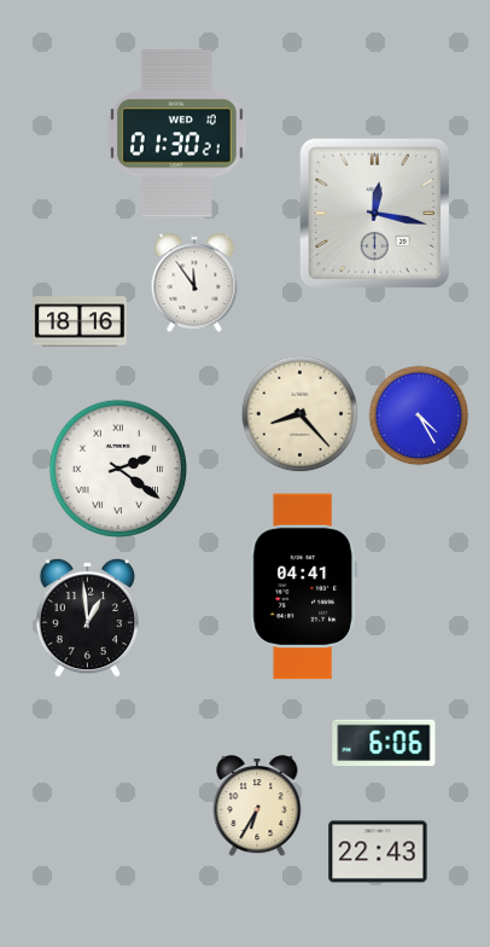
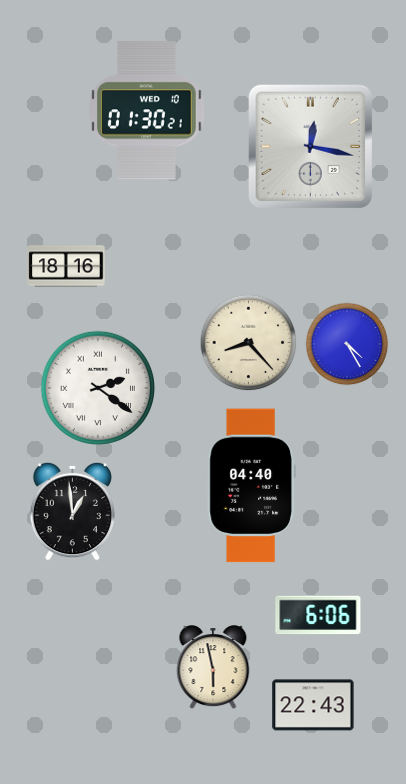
clock at (374, 213) position: (374, 213) -> (310, 146)
clock at (194, 281): 11:54 -> none
clock at (303, 587): 04:41 -> 04:40
clock at (257, 807): 6:35 -> 5:58
